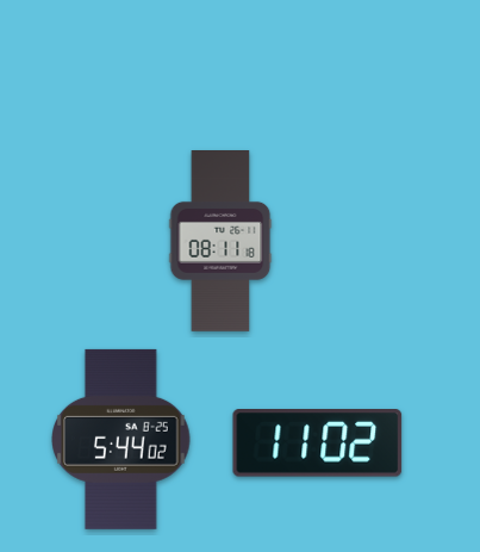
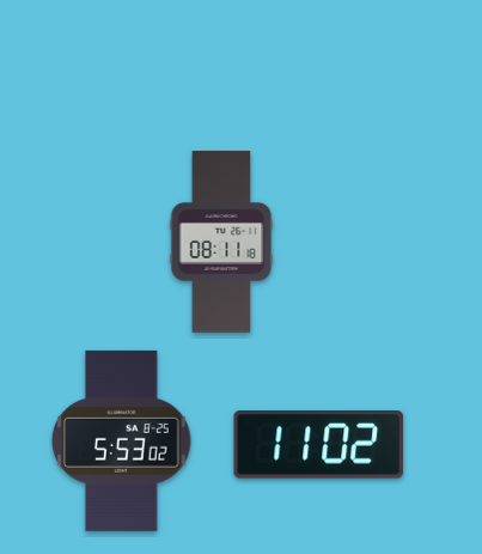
clock at (121, 439): 5:44 -> 5:53
